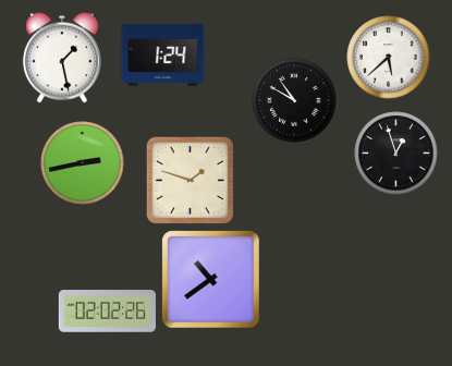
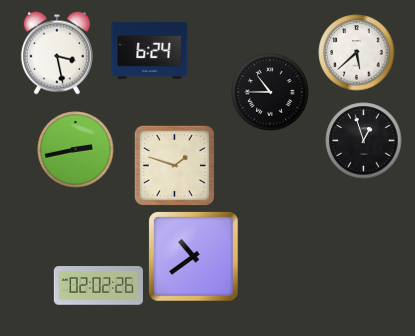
clock at (163, 54): 1:24 -> 6:24
clock at (62, 58): 1:28 -> 3:28
clock at (294, 100): 10:50 -> 10:45
